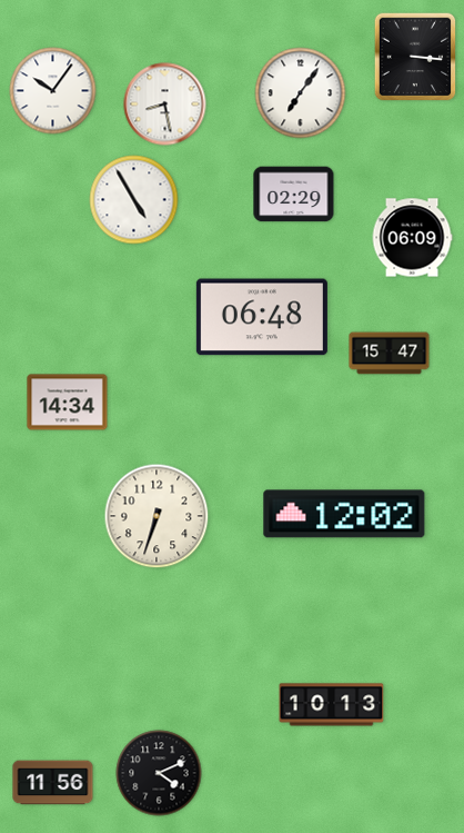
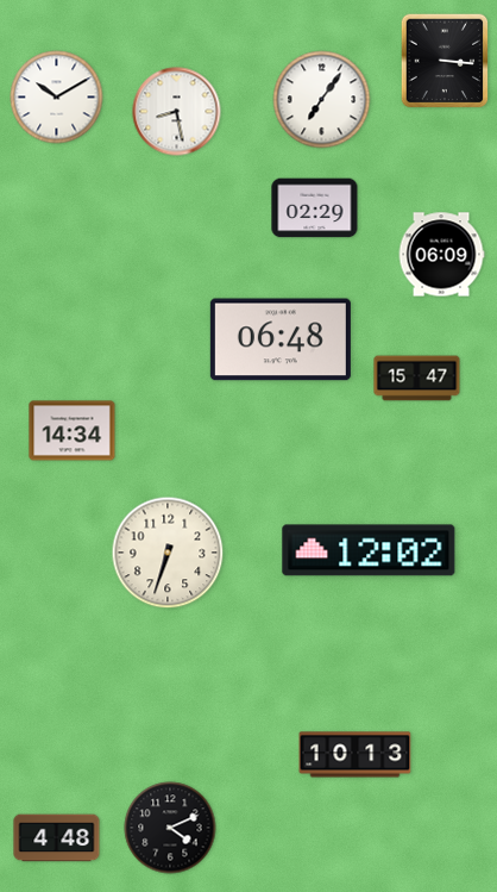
clock at (53, 91): 10:06 -> 10:10
clock at (134, 200): 4:55 -> none
clock at (53, 783): 11:56 -> 4:48
